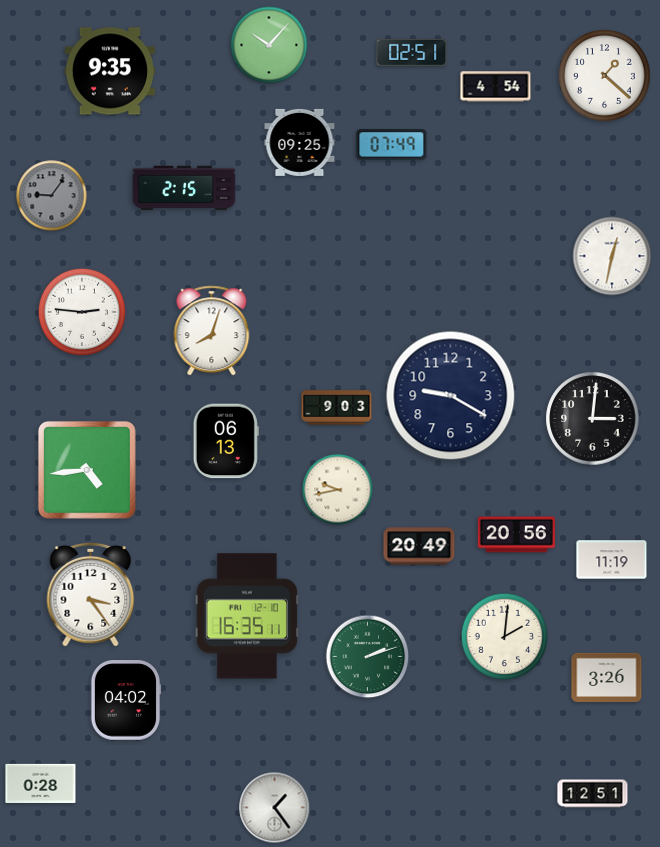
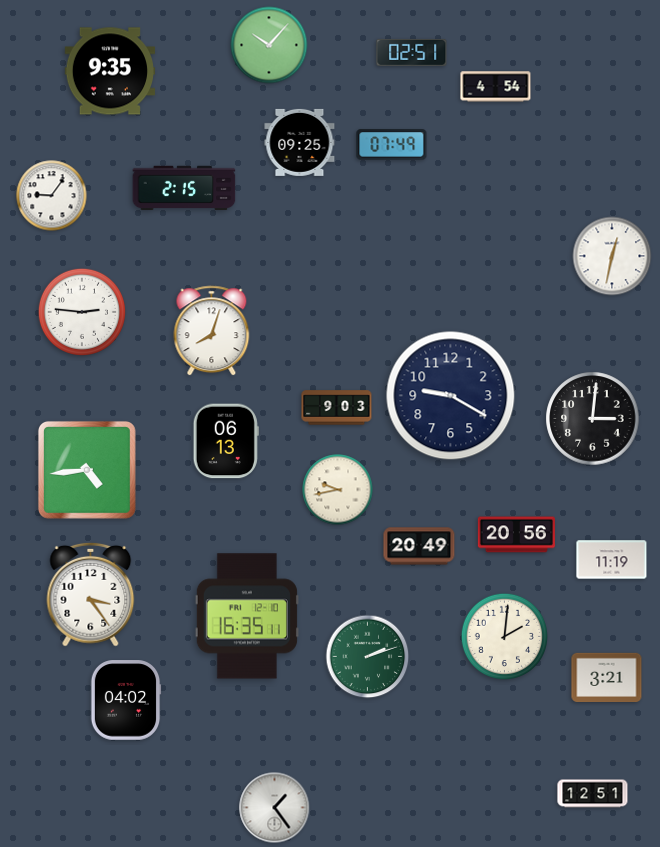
clock at (605, 76): 1:22 -> none
clock at (52, 196) dial: grey -> white
clock at (607, 677): 3:26 -> 3:21
clock at (41, 783): 0:28 -> none
